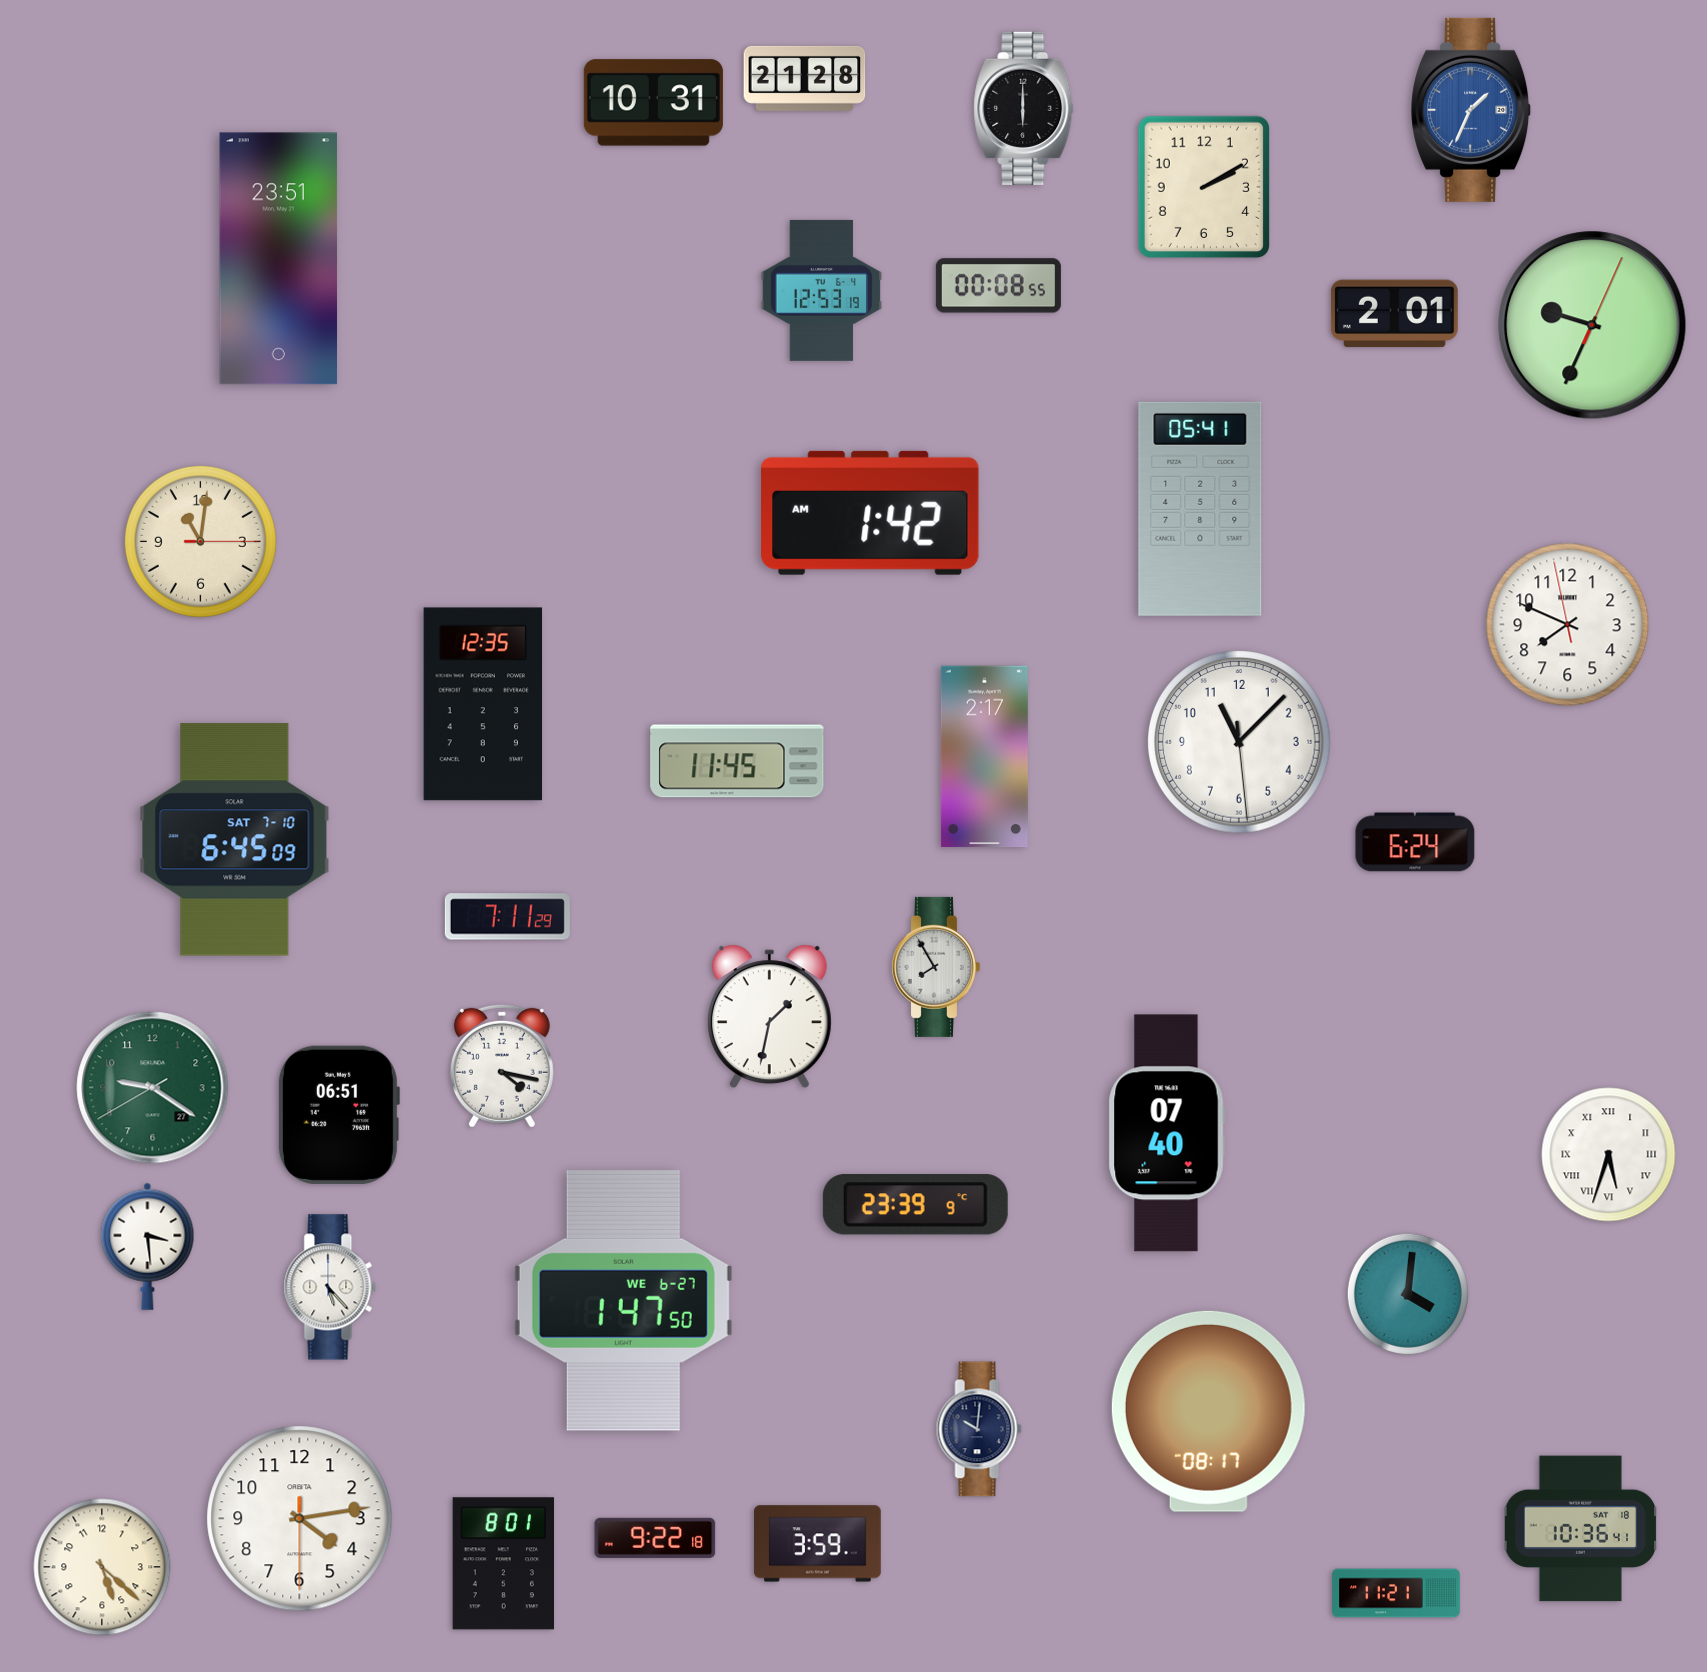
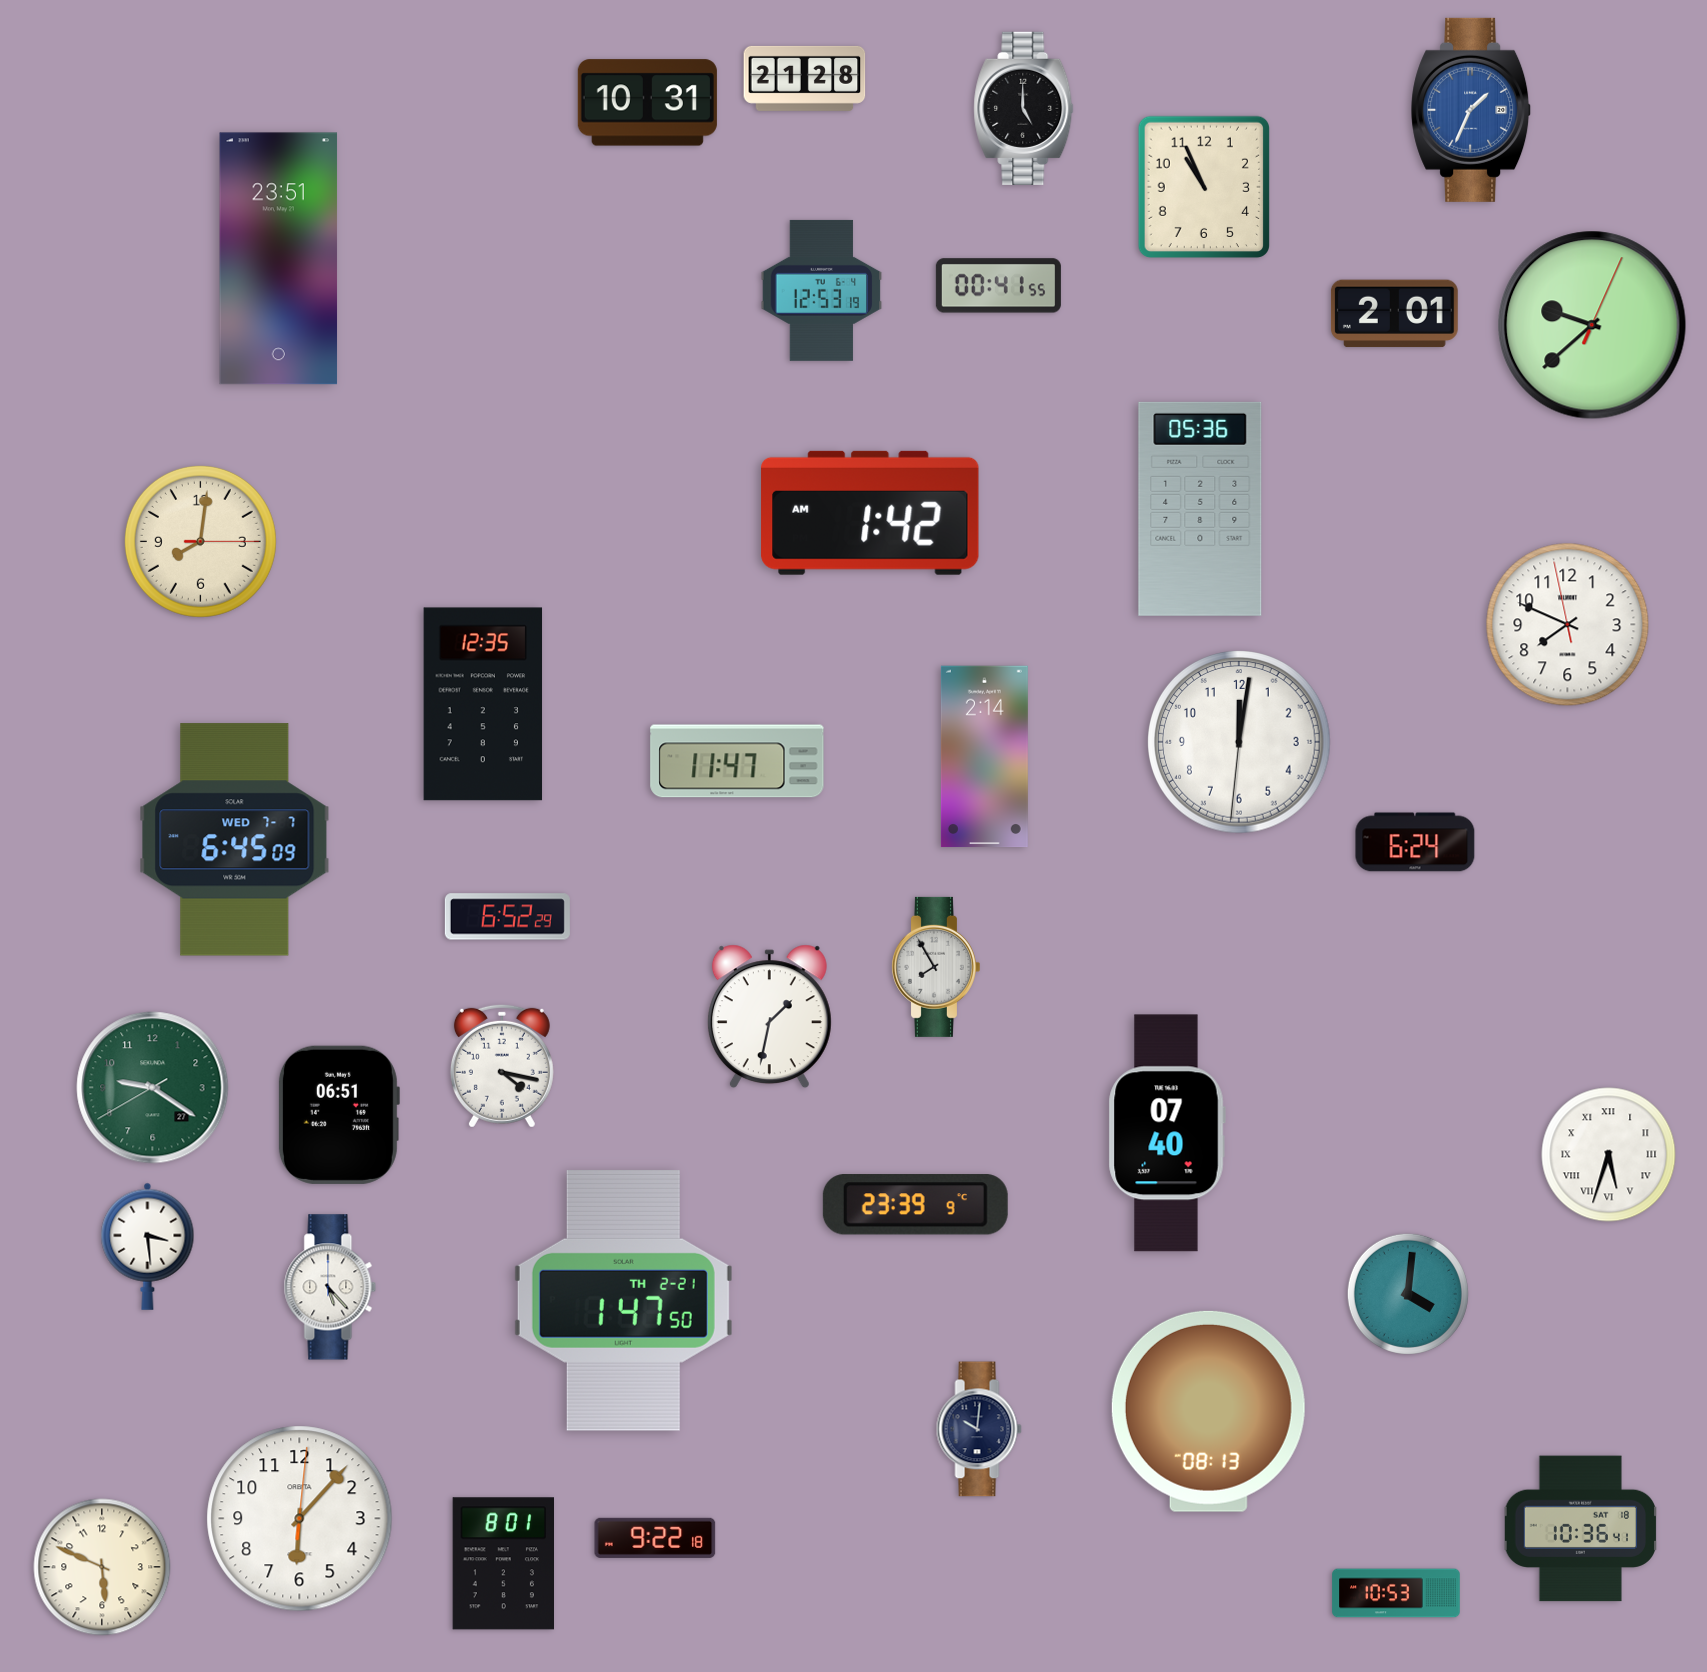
clock at (653, 103) position: (653, 103) -> (647, 103)
clock at (1024, 108): 6:00 -> 5:00
clock at (1203, 186): 2:10 -> 10:56
clock at (998, 286): 00:08 -> 00:41
clock at (1592, 325): 9:34 -> 9:38
clock at (1200, 509): 05:41 -> 05:36
clock at (200, 541): 11:01 -> 8:01
clock at (1240, 743): 11:07 -> 12:01
clock at (984, 757): 2:17 -> 2:14
clock at (737, 761): 11:45 -> 11:47
clock at (235, 840) date: SAT 7-10 -> WED 7-7
clock at (507, 917): 7:11 -> 6:52
clock at (623, 1300) date: WE 6-27 -> TH 2-21
clock at (1208, 1411): 08:17 -> 08:13
clock at (300, 1519): 4:13 -> 6:07
clock at (818, 1544): 3:59 -> none
clock at (102, 1567): 5:22 -> 5:49
clock at (1396, 1593): 11:21 -> 10:53
